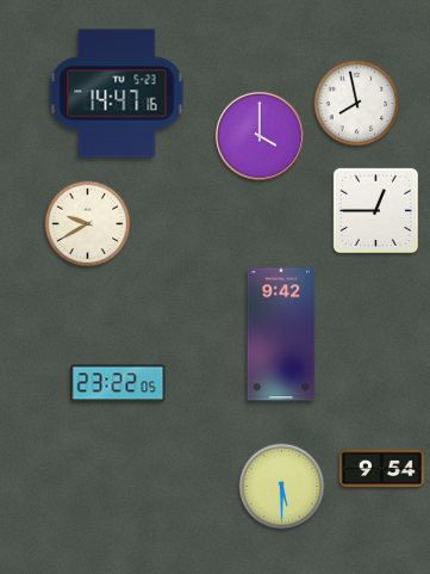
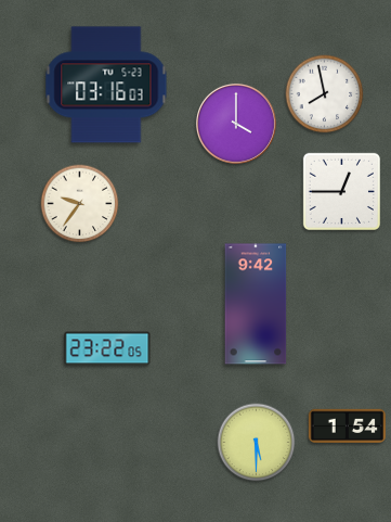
clock at (117, 93): 14:47 -> 03:16
clock at (88, 224): 9:40 -> 9:36
clock at (381, 468): 9:54 -> 1:54
